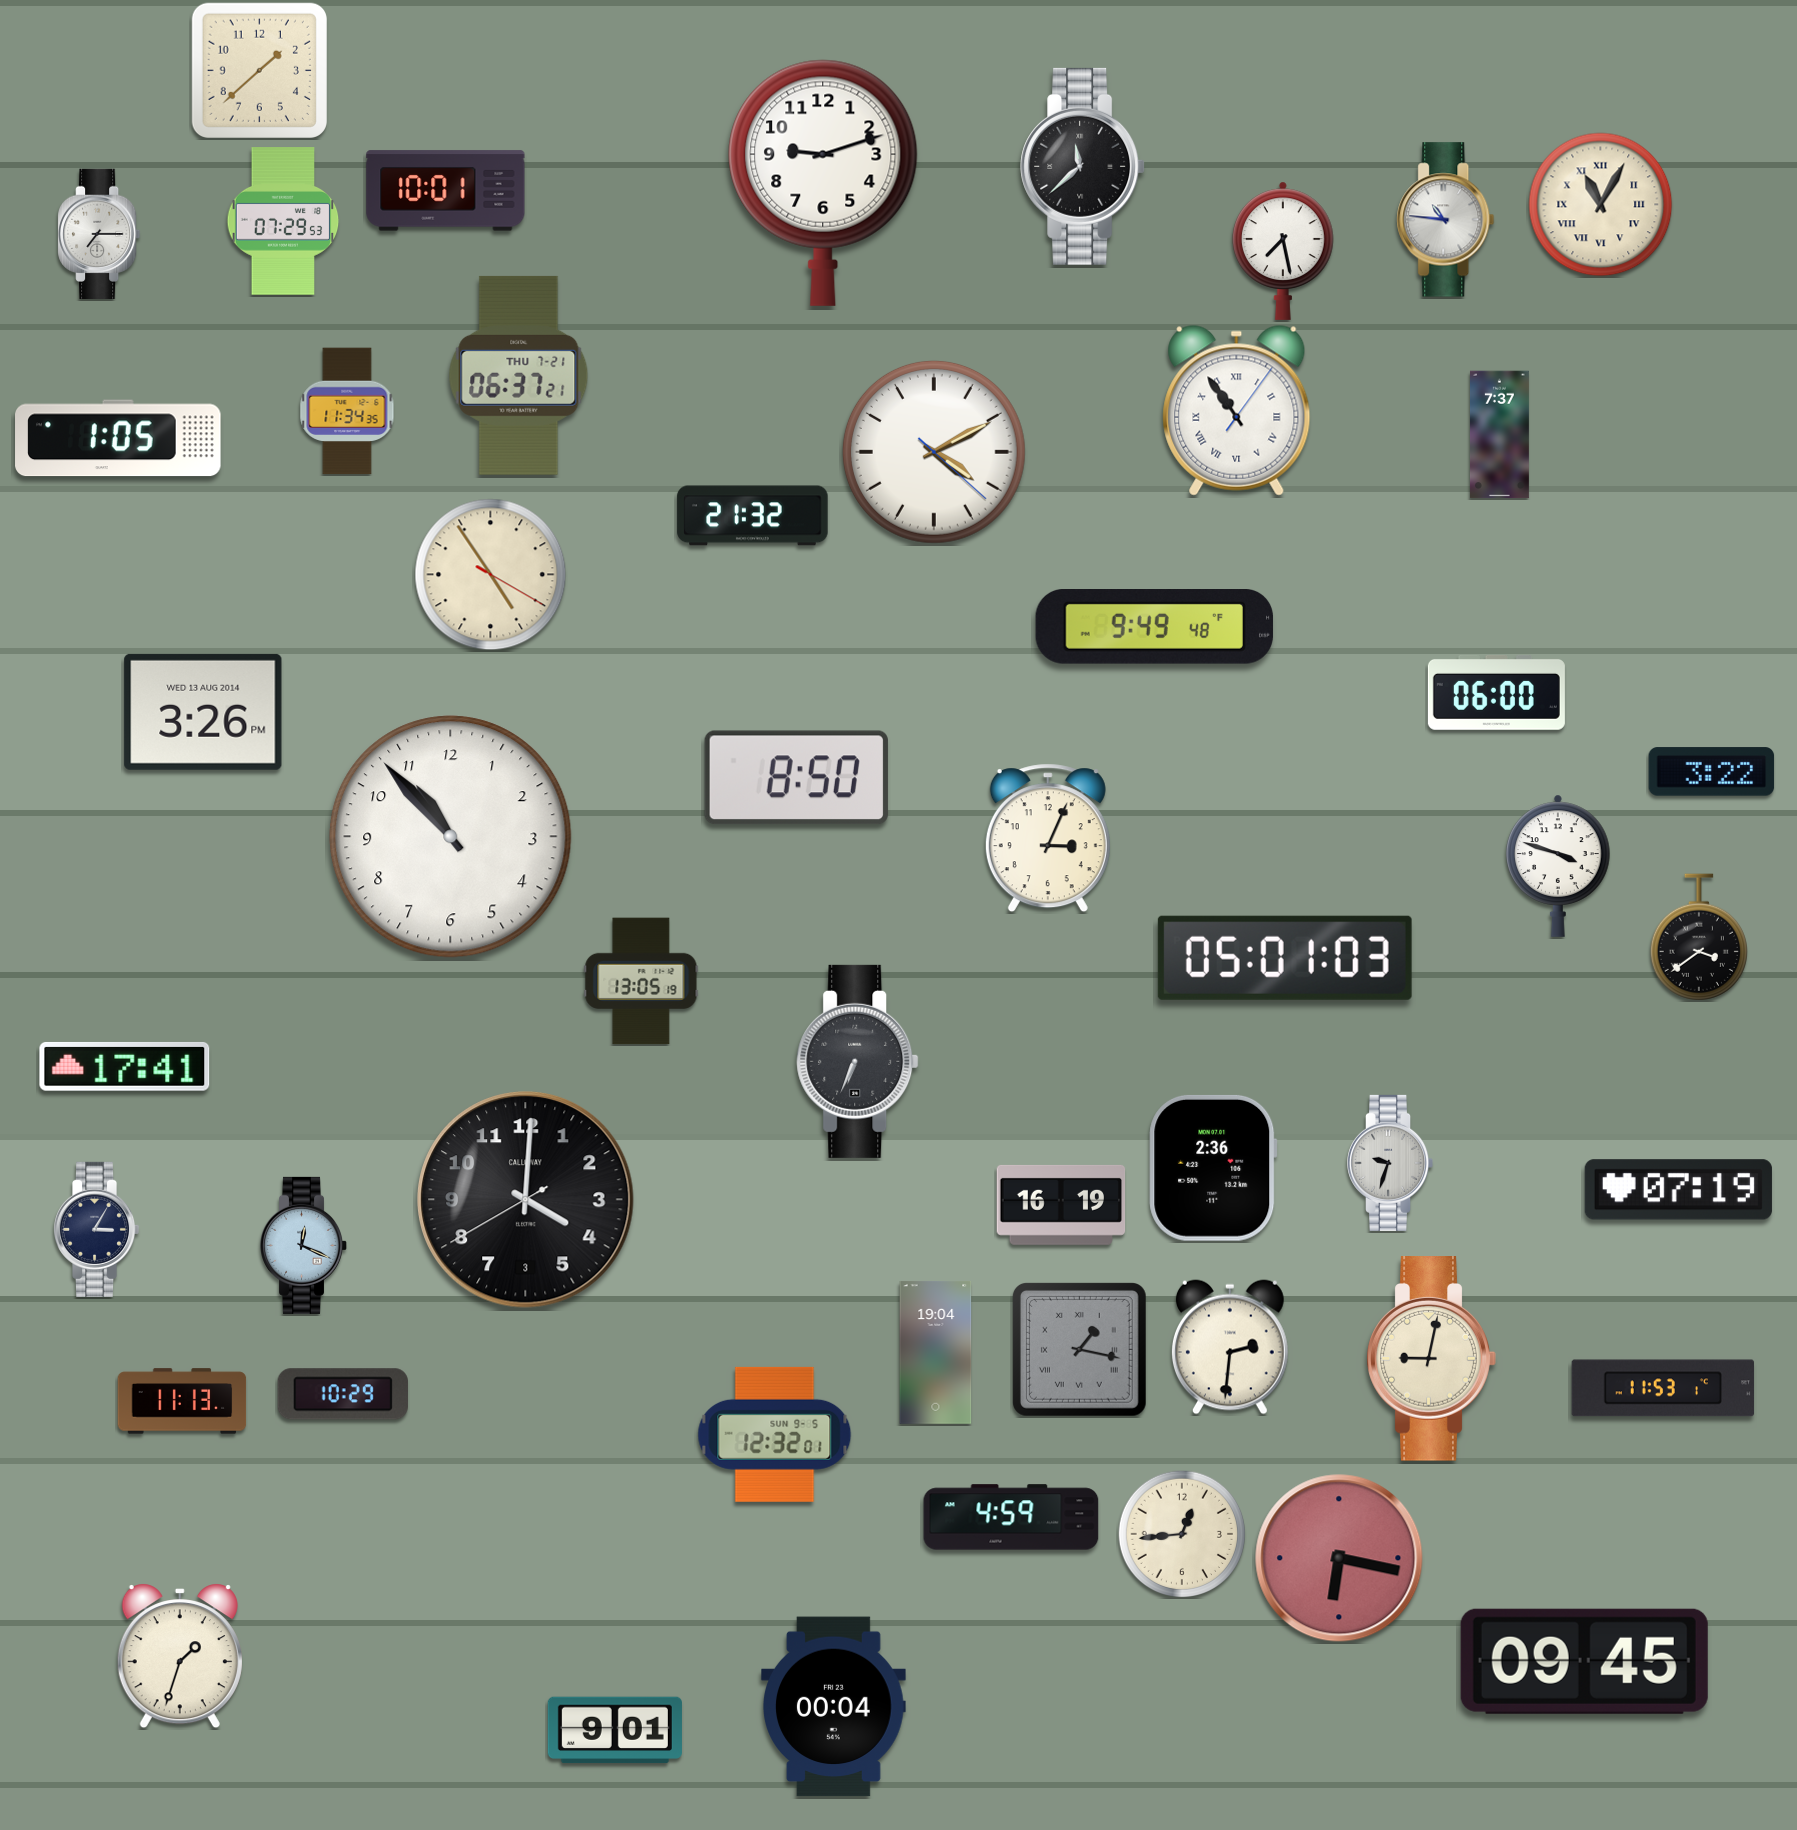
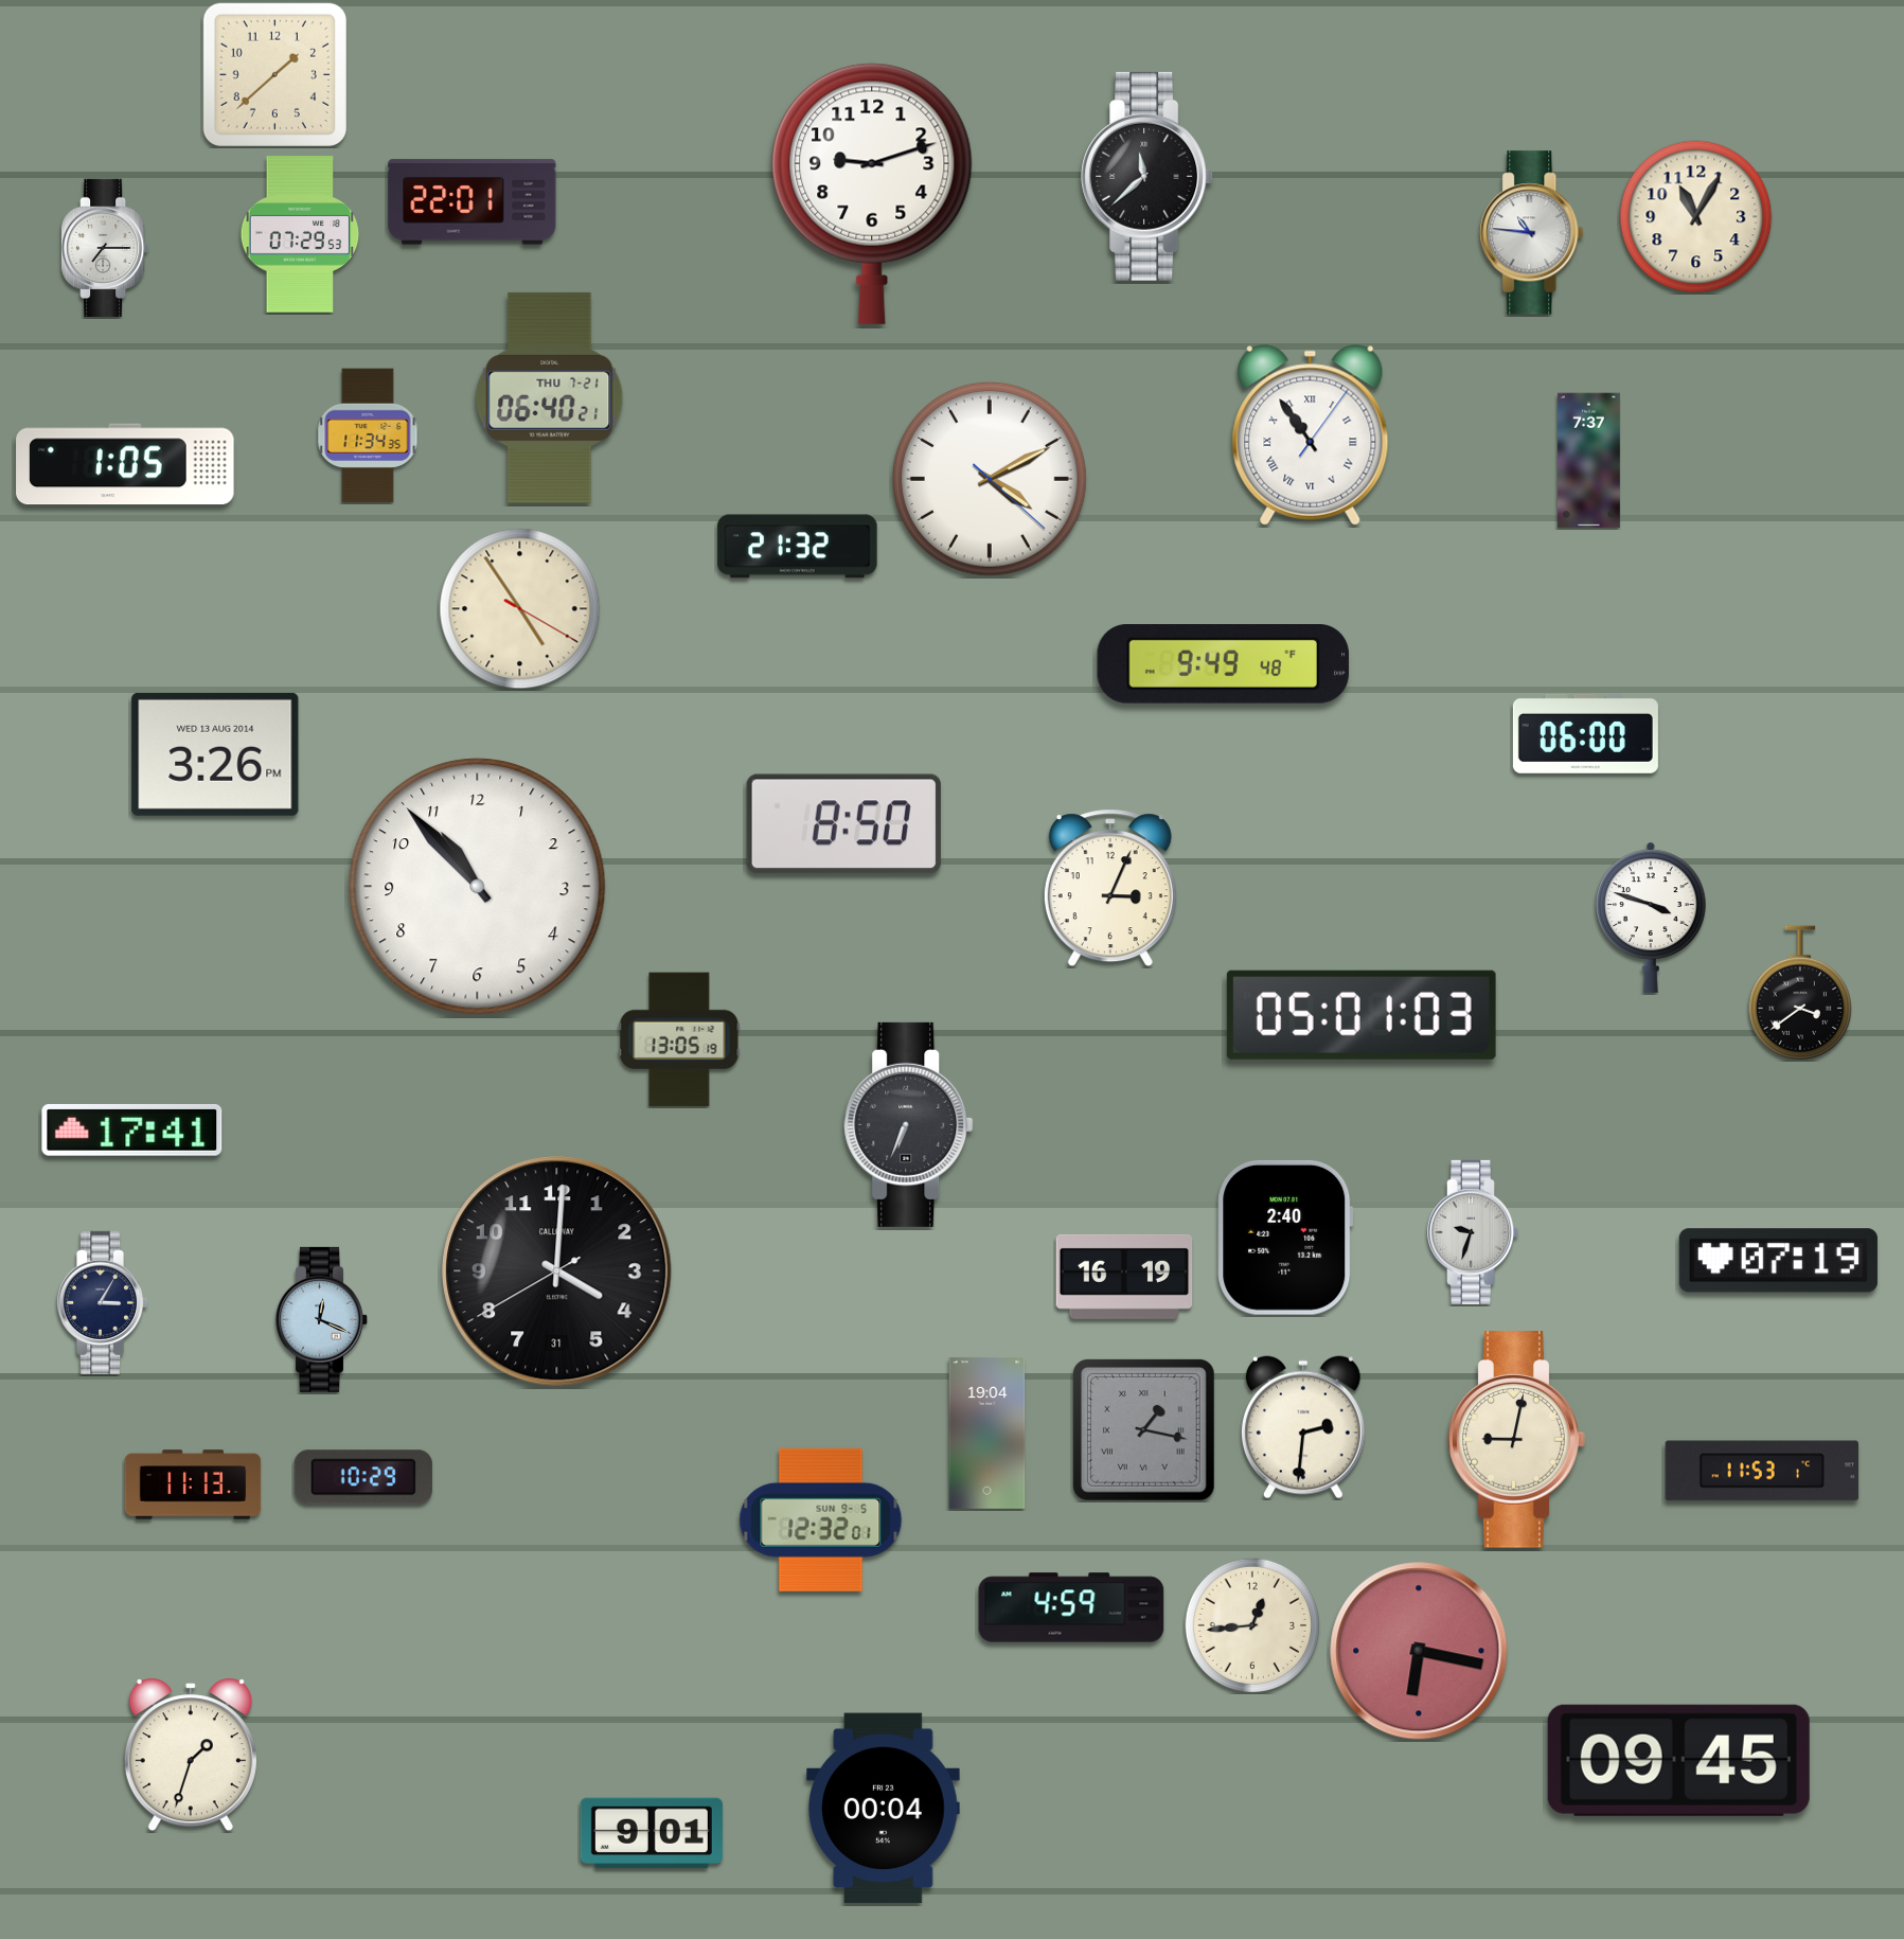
clock at (446, 191): 10:01 -> 22:01
clock at (1601, 205) numerals: Roman -> Arabic
clock at (1284, 251): 7:28 -> none
clock at (519, 375): 06:37 -> 06:40
clock at (1712, 772): 3:22 -> none
clock at (1213, 1168): 2:36 -> 2:40
clock at (526, 1200) date: 3 -> 31
clock at (936, 1352) position: (936, 1352) -> (987, 1433)
